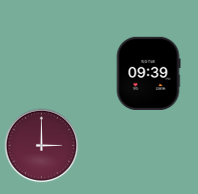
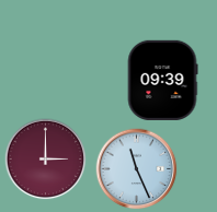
clock at (137, 169): none -> 11:26
